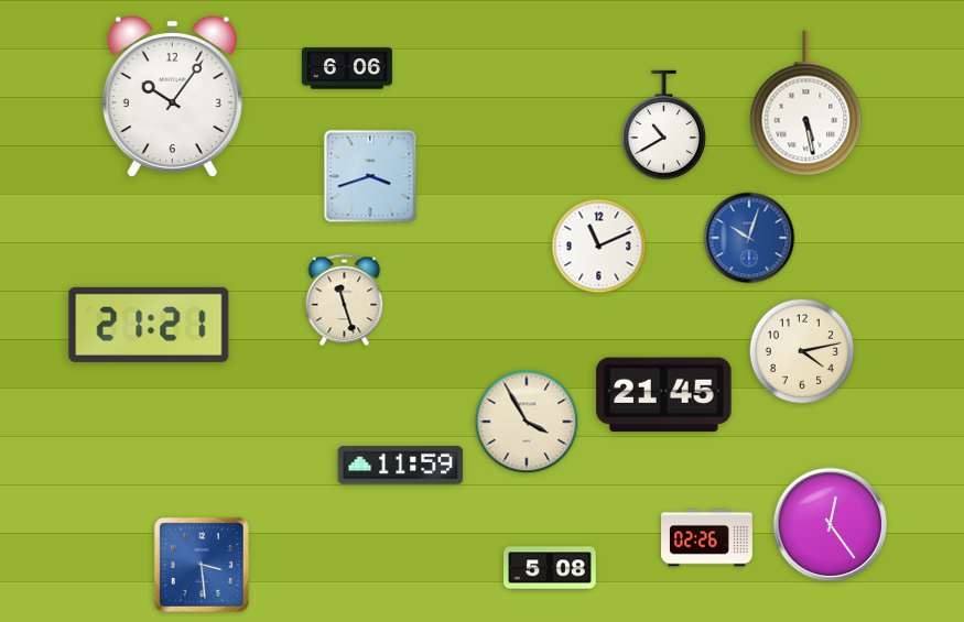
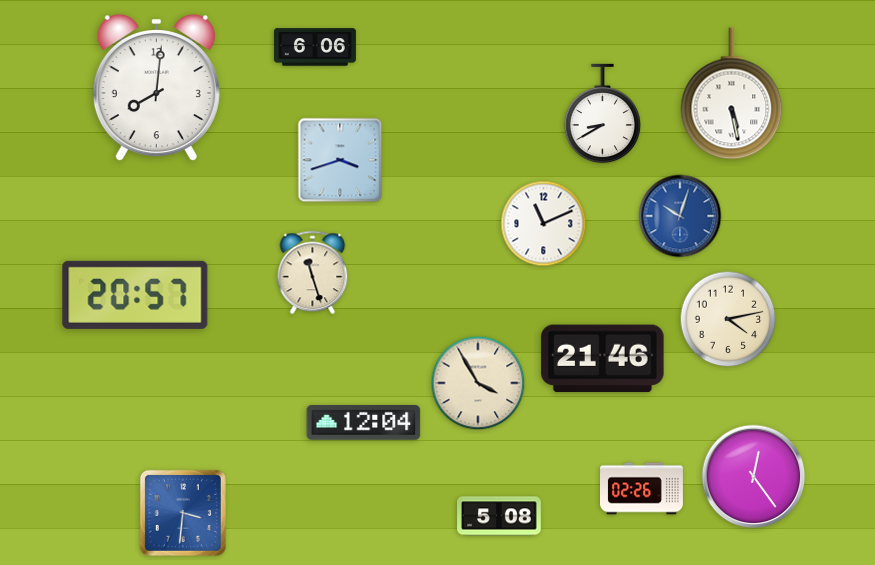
clock at (347, 68) position: (347, 68) -> (315, 47)
clock at (172, 98): 10:06 -> 8:01
clock at (663, 126): 10:40 -> 8:40
clock at (370, 176) position: (370, 176) -> (340, 160)
clock at (149, 325): 21:21 -> 20:57
clock at (664, 395): 21:45 -> 21:46
clock at (401, 465): 11:59 -> 12:04
clock at (202, 565): 3:29 -> 3:31
